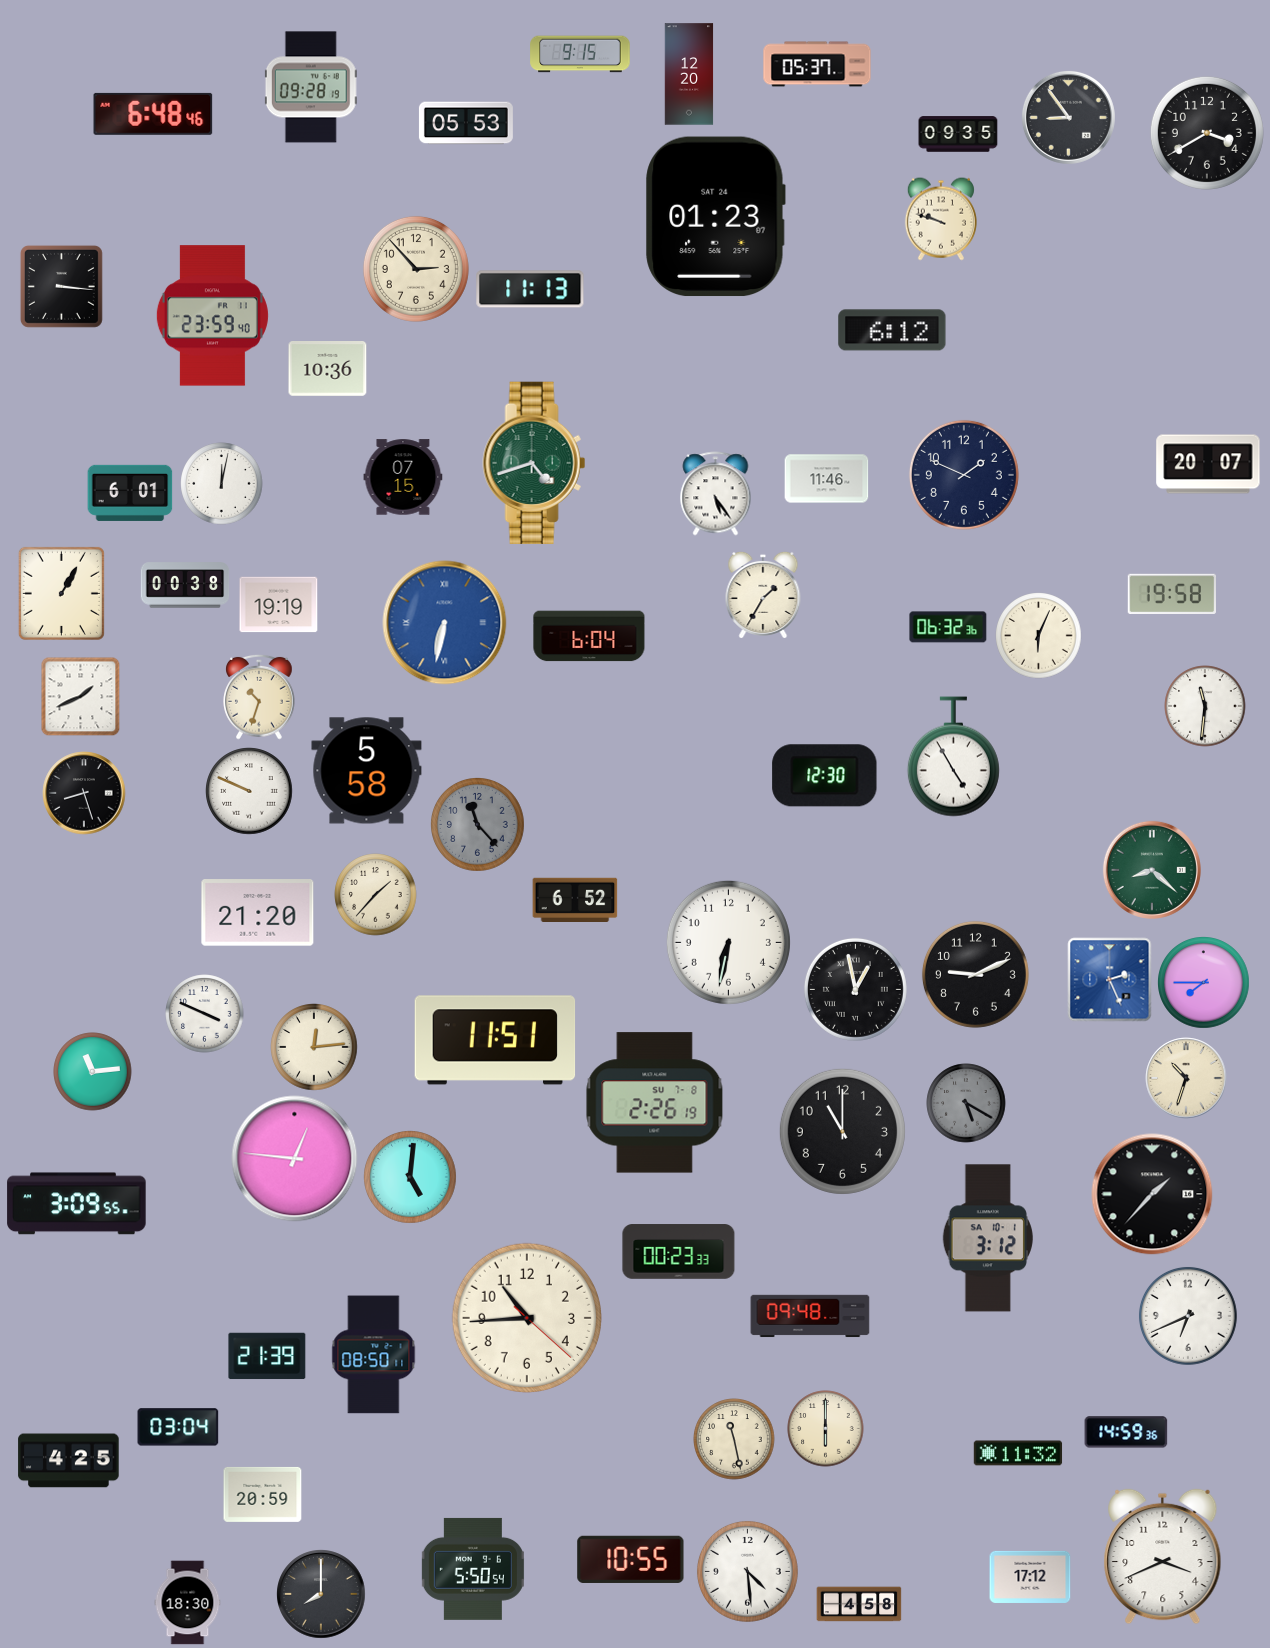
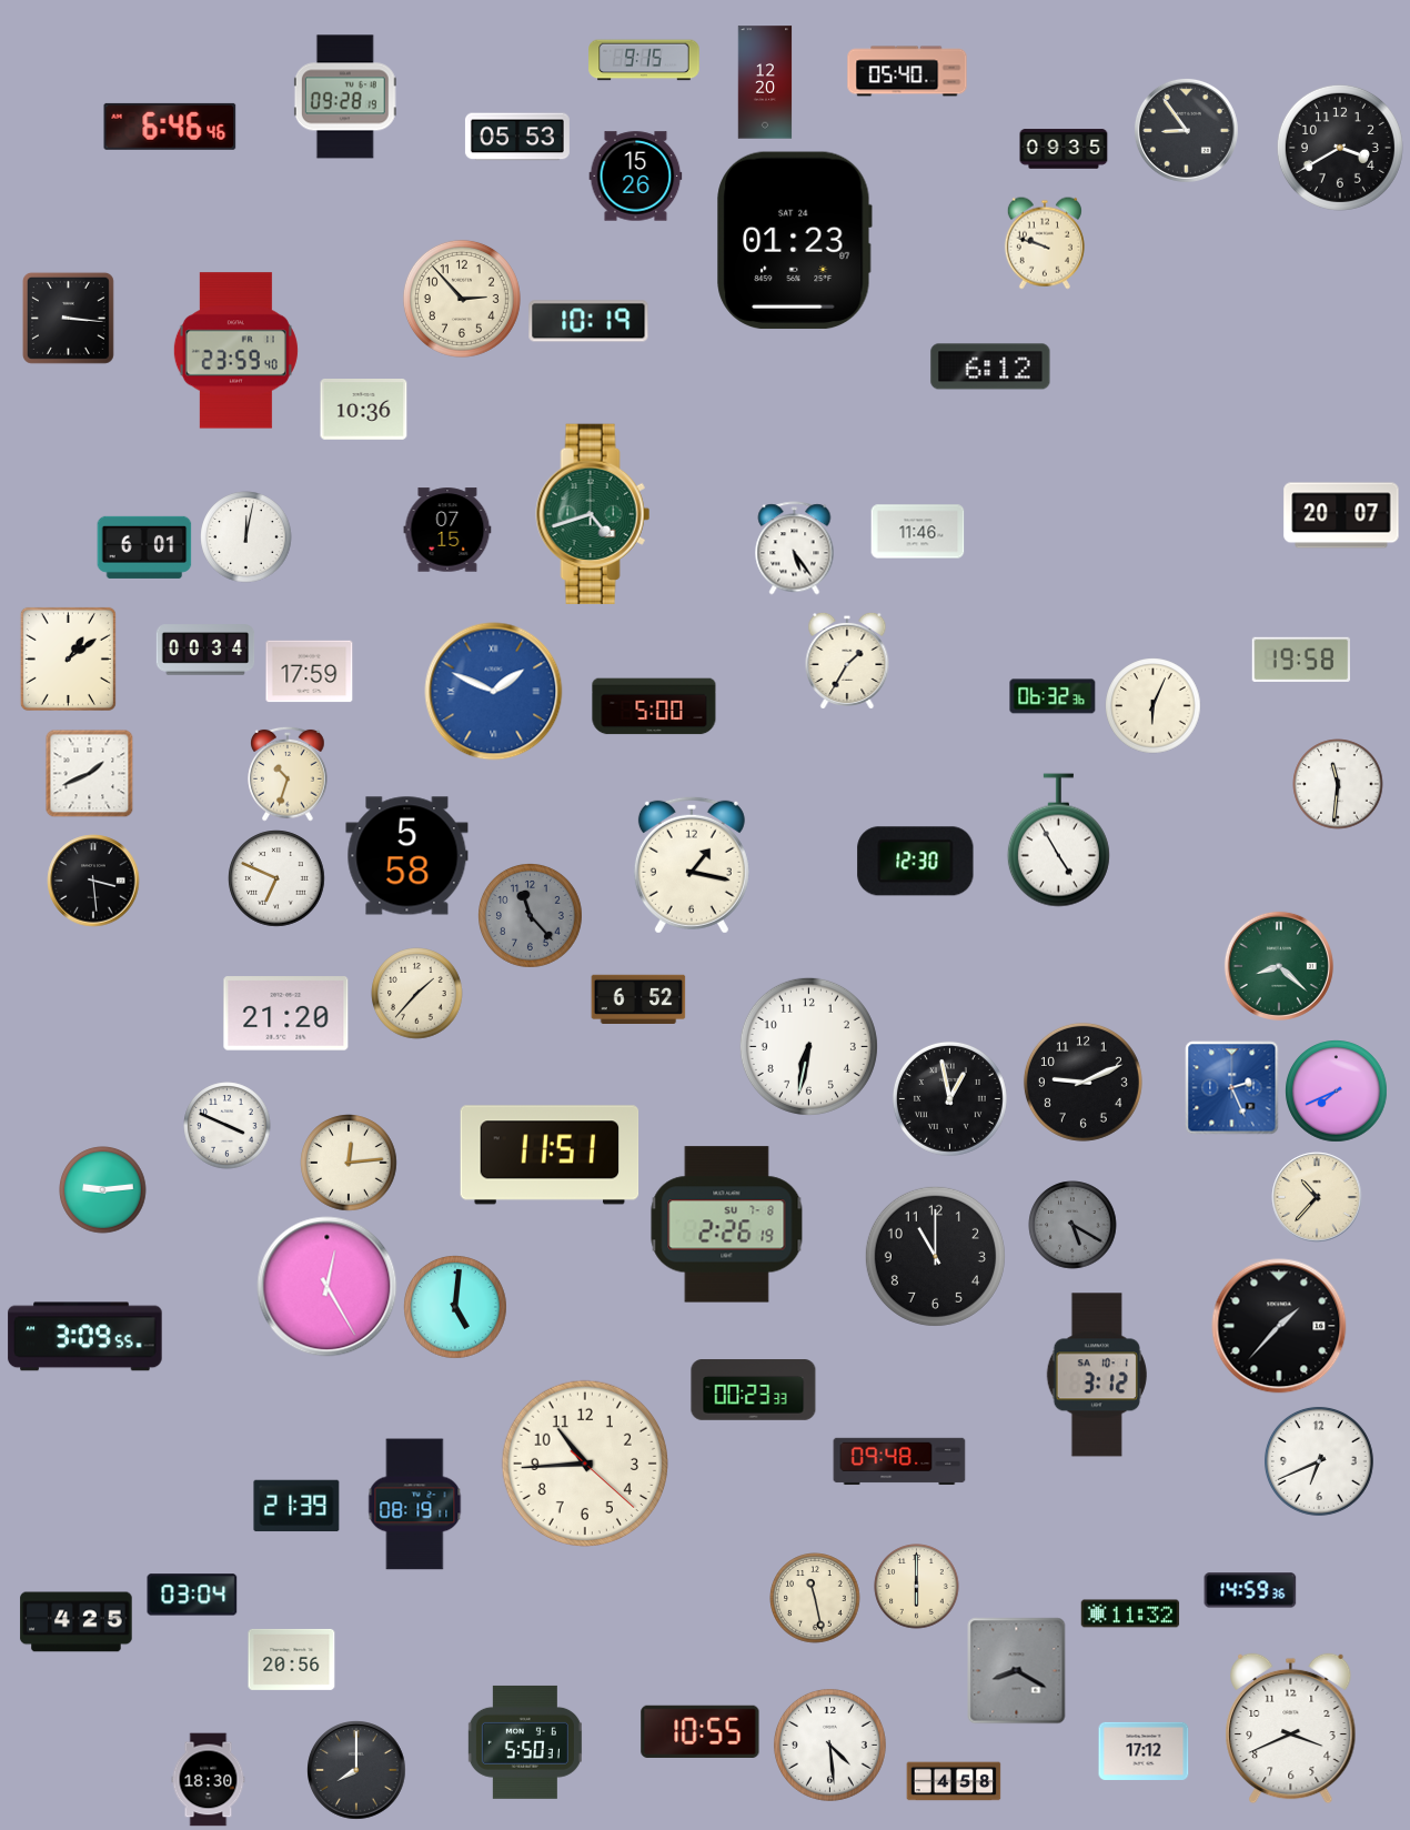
clock at (817, 64): 05:37 -> 05:40
clock at (153, 114): 6:48 -> 6:46
clock at (636, 177): none -> 15:26
clock at (530, 289): 11:13 -> 10:19
clock at (964, 475): 1:49 -> none
clock at (185, 585): 00:38 -> 00:34
clock at (61, 593): 1:05 -> 1:09
clock at (279, 605): 19:19 -> 17:59
clock at (445, 623): 6:32 -> 1:49
clock at (589, 636): 6:04 -> 5:00
clock at (692, 865): none -> 1:17
clock at (249, 791): 9:49 -> 6:49
clock at (84, 793): 8:27 -> 3:29
clock at (1204, 983): 7:45 -> 7:41
clock at (93, 1072): 11:14 -> 9:14
clock at (1186, 1078): 10:33 -> 10:37
clock at (295, 1159): 12:46 -> 12:25
clock at (374, 1355): 08:50 -> 08:19
clock at (178, 1427) position: (178, 1427) -> (192, 1595)
clock at (263, 1494): 20:59 -> 20:56
clock at (1017, 1671): none -> 8:20
clock at (473, 1569): 5:50:54 -> 5:50:31
